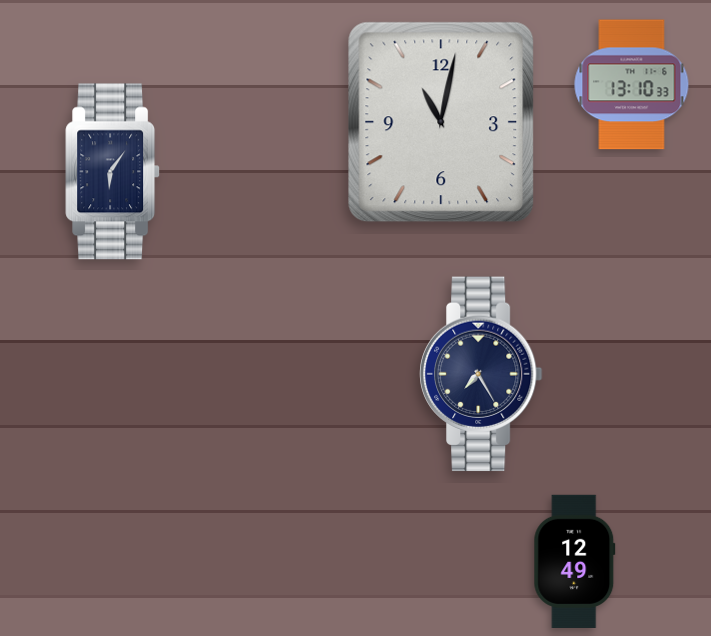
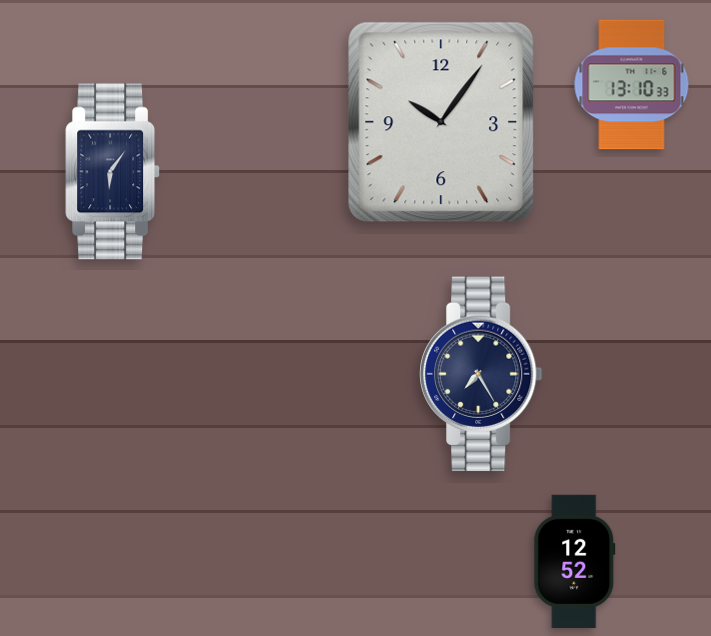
clock at (441, 122): 11:02 -> 10:06
clock at (575, 561): 12:49 -> 12:52
